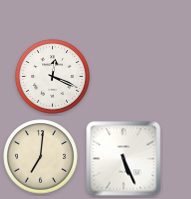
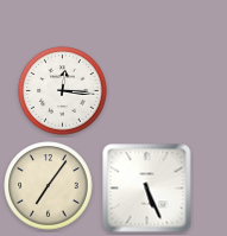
clock at (53, 77): 12:19 -> 12:16
clock at (41, 157): 7:01 -> 7:06
